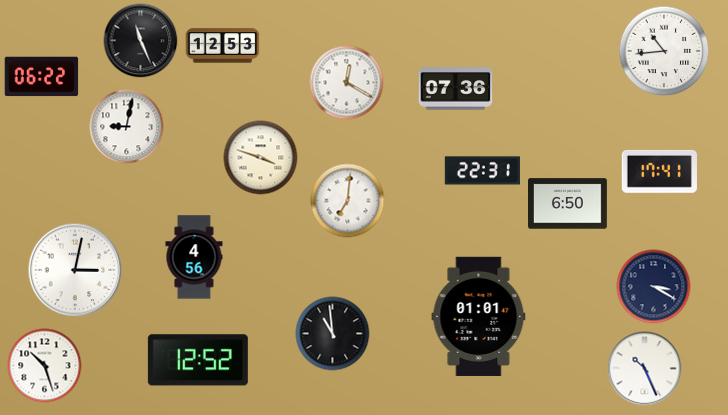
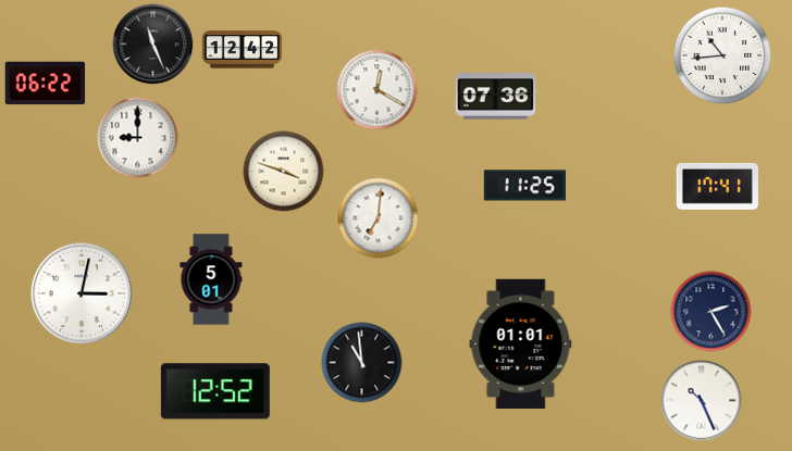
clock at (223, 46): 12:53 -> 12:42
clock at (127, 127): 9:02 -> 9:00
clock at (482, 171): 22:31 -> 11:25
clock at (568, 204): 6:50 -> none
clock at (194, 257): 4:56 -> 5:01
clock at (654, 287): 3:20 -> 2:25
clock at (45, 366): 10:27 -> none
